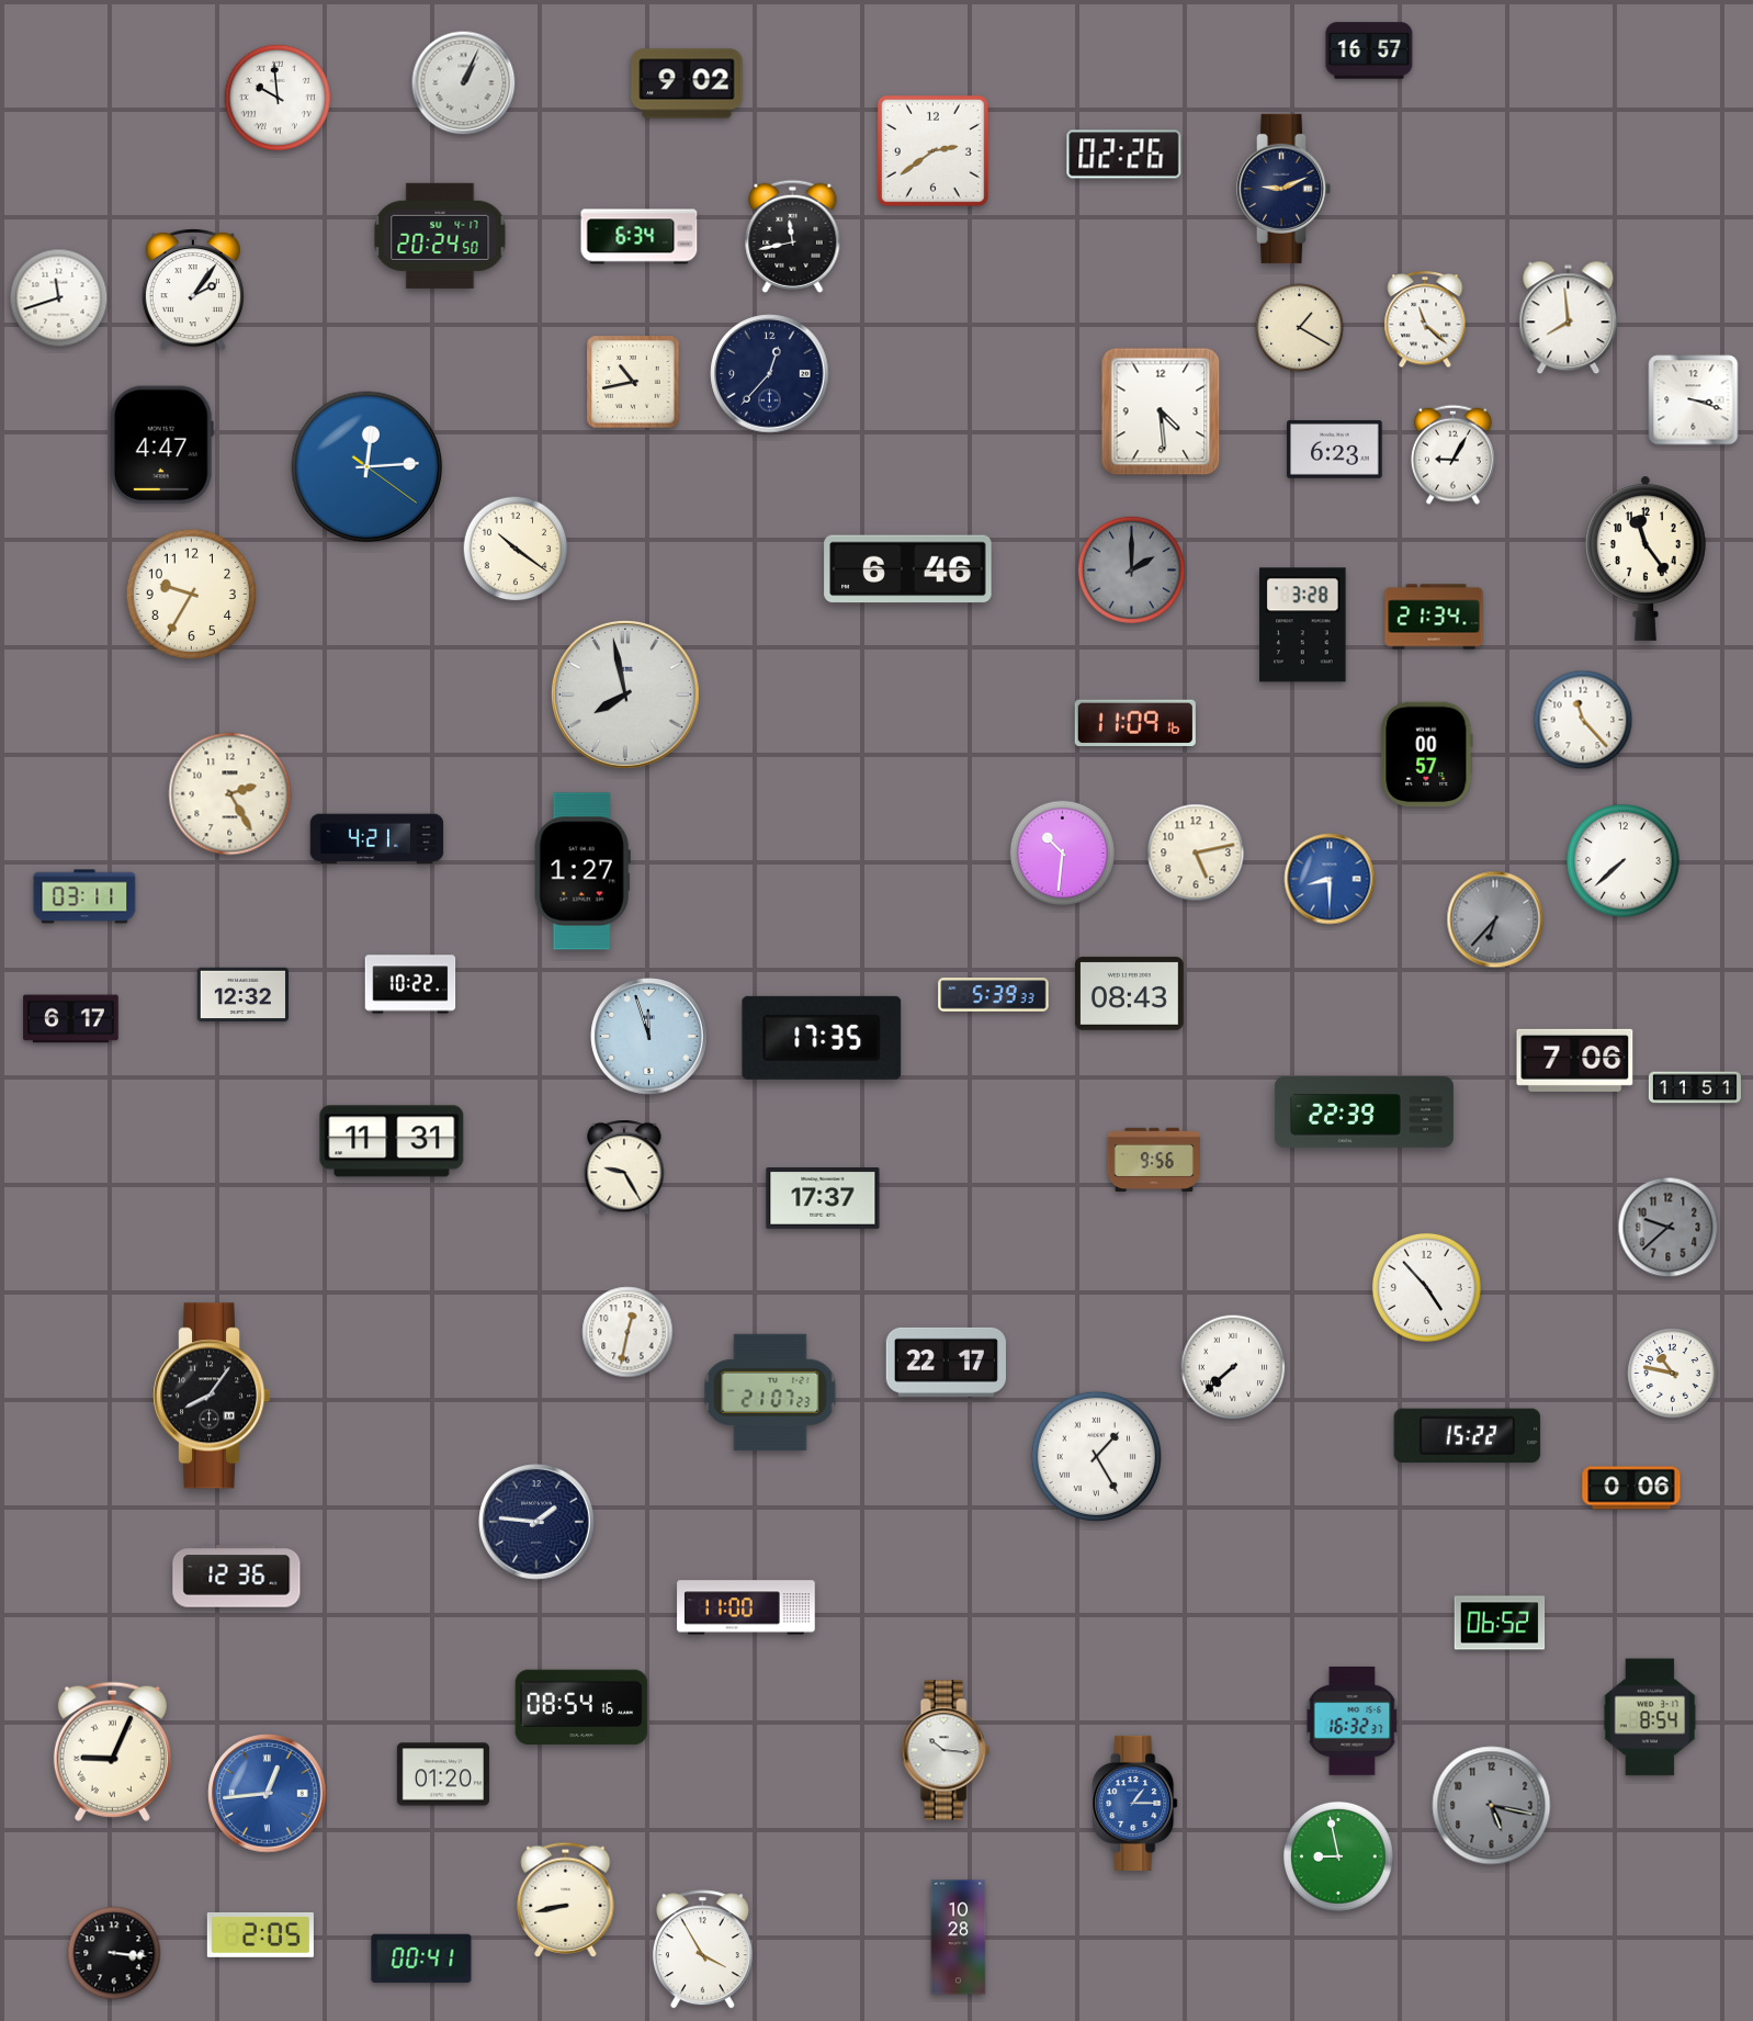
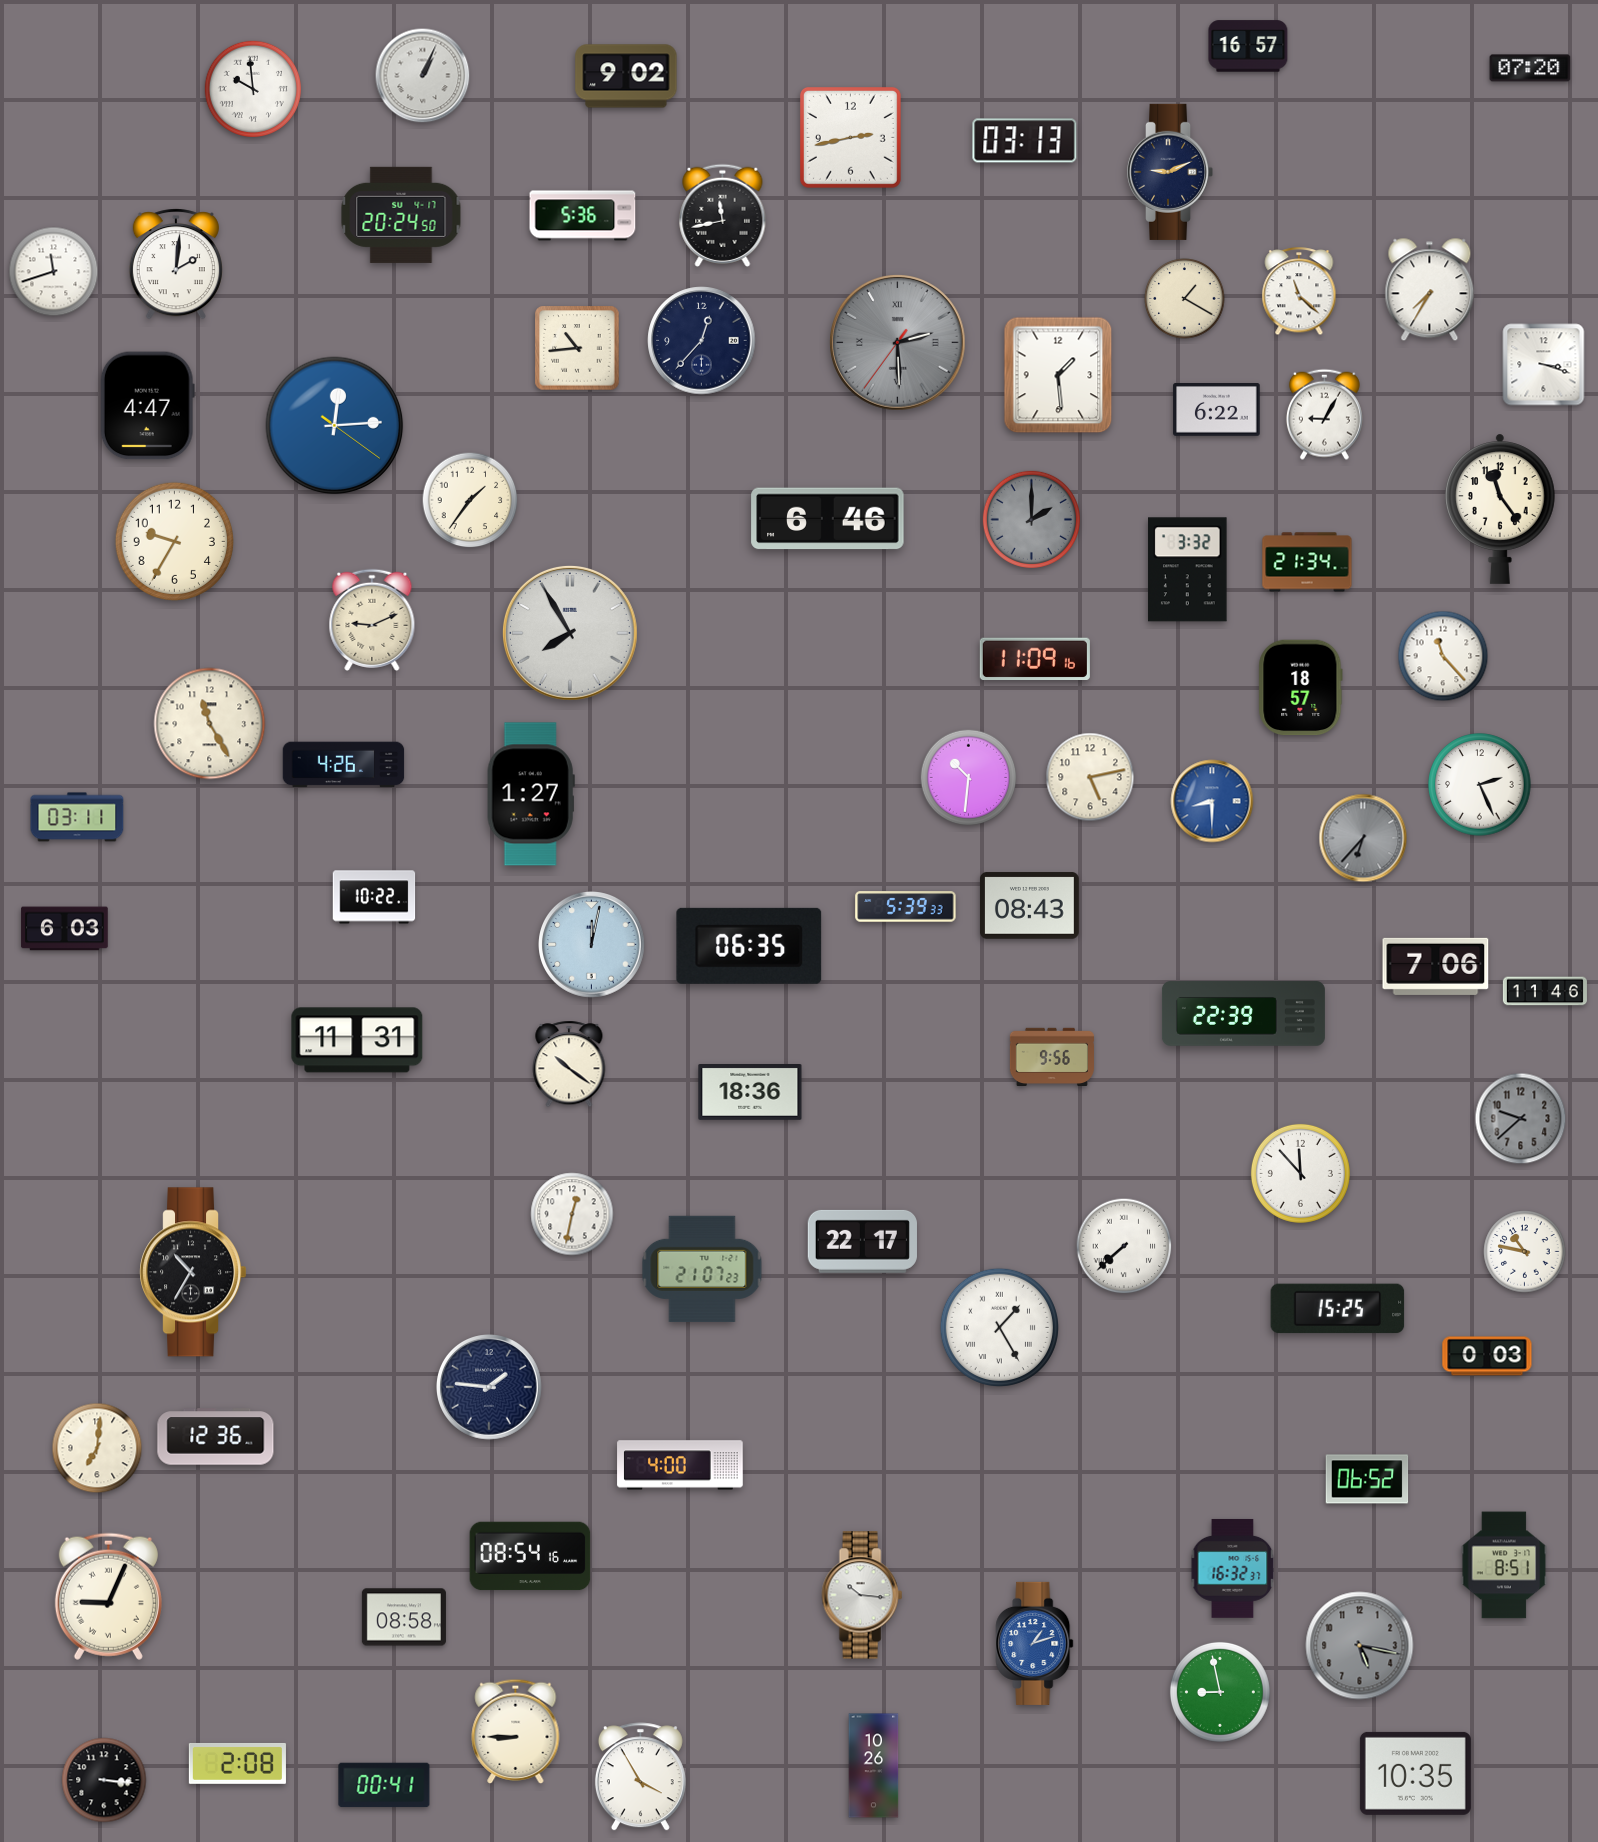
clock at (1530, 68): none -> 07:20
clock at (932, 150): 2:39 -> 2:43
clock at (1124, 155): 02:26 -> 03:13
clock at (640, 237): 6:34 -> 5:36
clock at (193, 290): 2:06 -> 2:01
clock at (1569, 318): 7:59 -> 7:35
clock at (898, 343): none -> 2:29
clock at (633, 382): 10:43 -> 10:44
clock at (1161, 411): 4:29 -> 1:29
clock at (1335, 450): 6:23 -> 6:22
clock at (516, 549): 10:21 -> 1:36
clock at (1303, 625): 3:28 -> 3:32
clock at (372, 620): none -> 9:11
clock at (625, 695): 7:58 -> 7:55
clock at (1427, 755): 00:57 -> 18:57
clock at (230, 794): 2:25 -> 11:25
clock at (377, 839): 4:21 -> 4:26
clock at (1624, 861): 7:38 -> 2:26
clock at (242, 995): 12:32 -> none
clock at (71, 1019): 6:17 -> 6:03
clock at (649, 1037): 11:57 -> 12:02
clock at (822, 1038): 17:35 -> 06:35
clock at (1695, 1087): 11:51 -> 11:46
clock at (624, 1167): 9:25 -> 10:21
clock at (823, 1199): 17:37 -> 18:36
clock at (1426, 1287): 4:53 -> 11:53
clock at (212, 1396): 8:06 -> 10:35
clock at (1468, 1436): 15:22 -> 15:25
clock at (1631, 1488): 0:06 -> 0:03
clock at (97, 1448): none -> 7:01
clock at (746, 1607): 11:00 -> 4:00
clock at (1650, 1717): 8:54 -> 8:51
clock at (112, 1751) position: (112, 1751) -> (108, 1596)
clock at (443, 1774): 01:20 -> 08:58
clock at (268, 1794): 12:44 -> none
clock at (1135, 1803): 1:15 -> 1:12
clock at (566, 1899): 8:43 -> 8:45
clock at (260, 1934): 2:05 -> 2:08
clock at (959, 1938): 10:28 -> 10:26
clock at (1415, 1773): none -> 10:35
